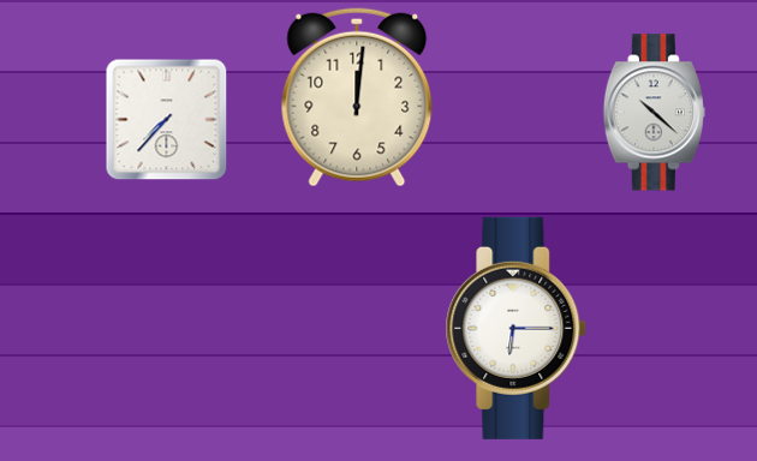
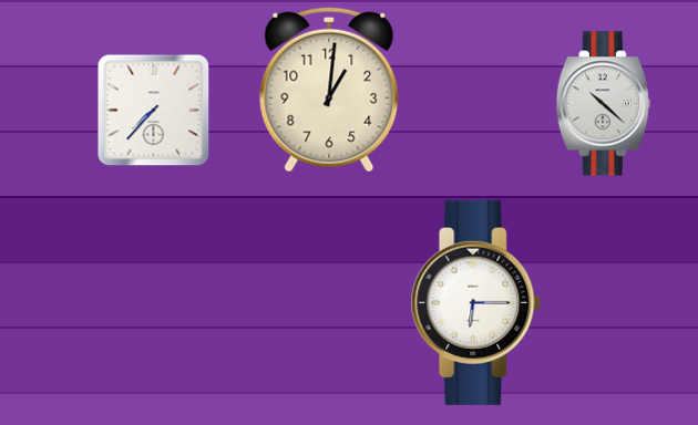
clock at (357, 97): 12:01 -> 1:01
